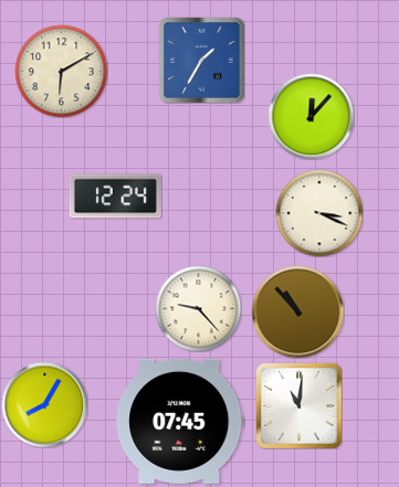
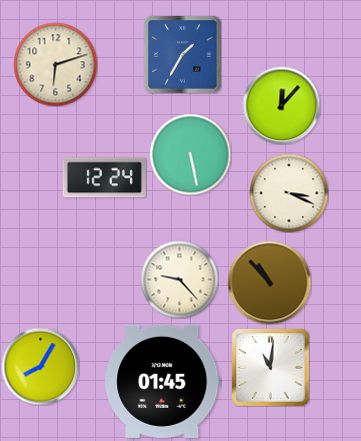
clock at (61, 71): 6:10 -> 6:12
clock at (190, 154): none -> 5:28
clock at (180, 421): 07:45 -> 01:45
